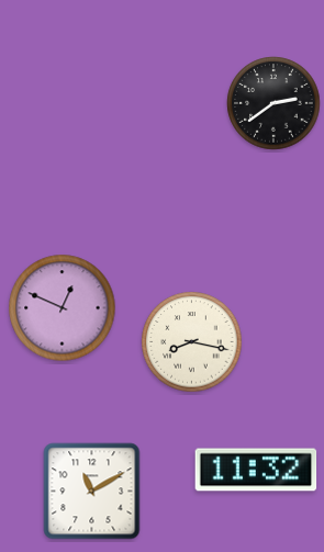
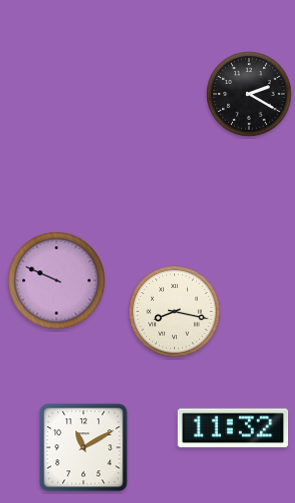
clock at (273, 103): 2:39 -> 2:20
clock at (63, 308): 12:49 -> 9:49
